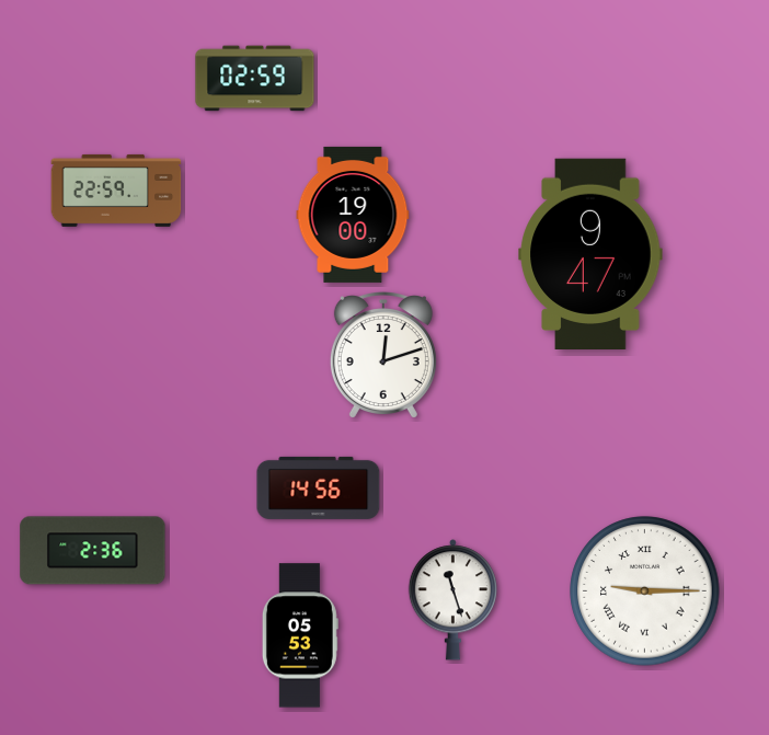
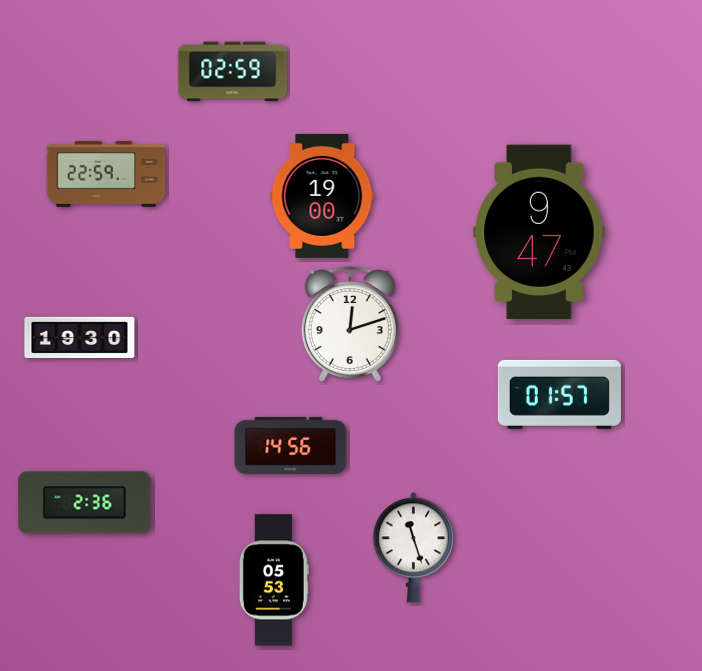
clock at (80, 337): none -> 19:30
clock at (559, 394): none -> 01:57
clock at (645, 592): 9:15 -> none
